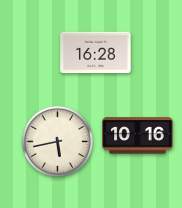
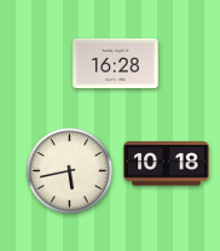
clock at (138, 136): 10:16 -> 10:18
